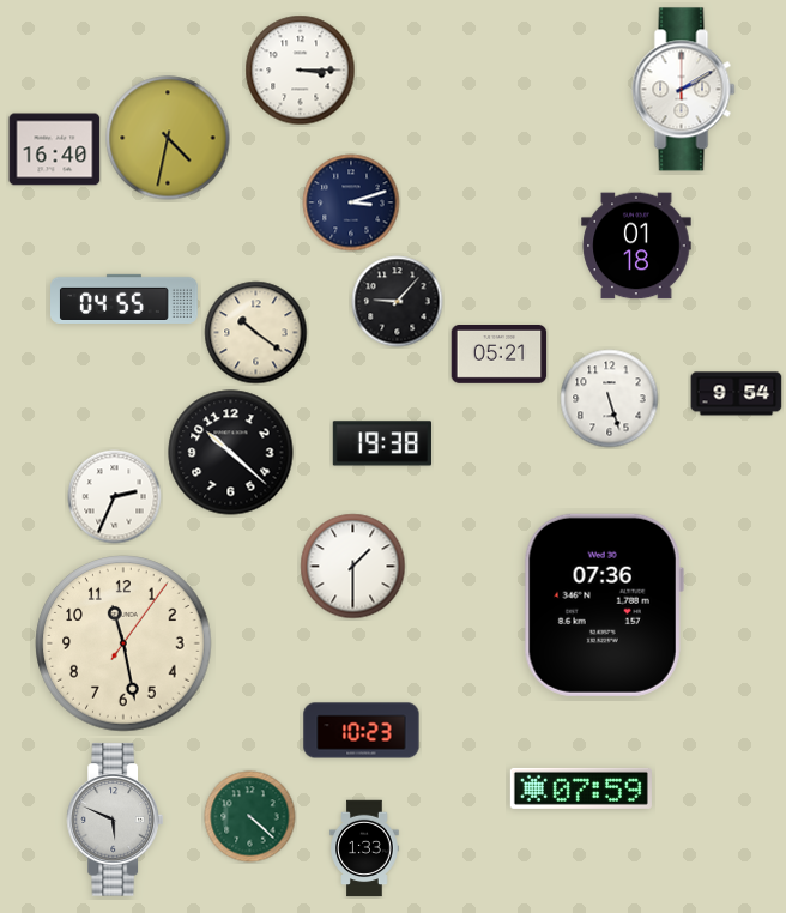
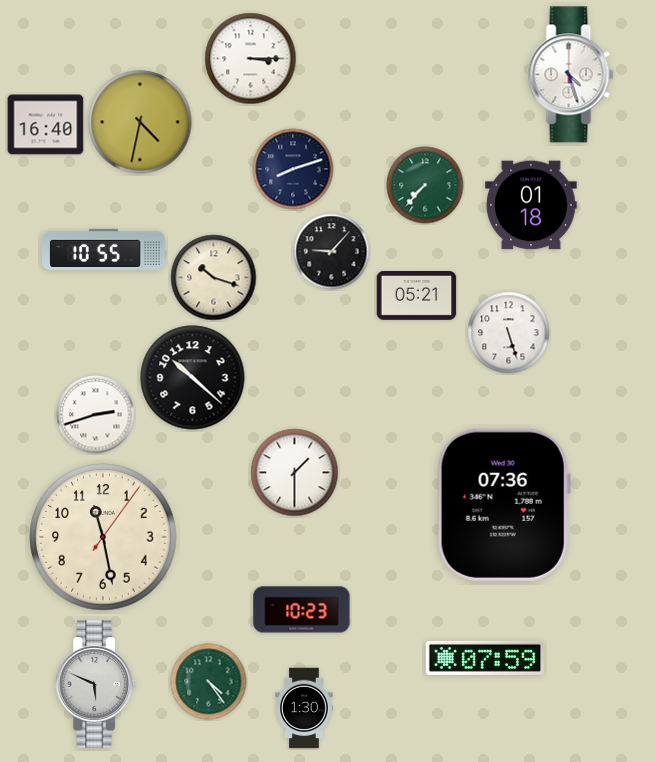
clock at (684, 90): 2:10 -> 4:27
clock at (168, 138) position: (168, 138) -> (140, 122)
clock at (351, 202): 3:12 -> 8:12
clock at (425, 185): none -> 7:37
clock at (125, 298): 04:55 -> 10:55
clock at (256, 333): 10:21 -> 10:18
clock at (737, 394): 9:54 -> none
clock at (382, 443): 19:38 -> none
clock at (115, 497): 2:34 -> 2:42
clock at (250, 817): 4:22 -> 4:24
clock at (364, 848): 1:33 -> 1:30
